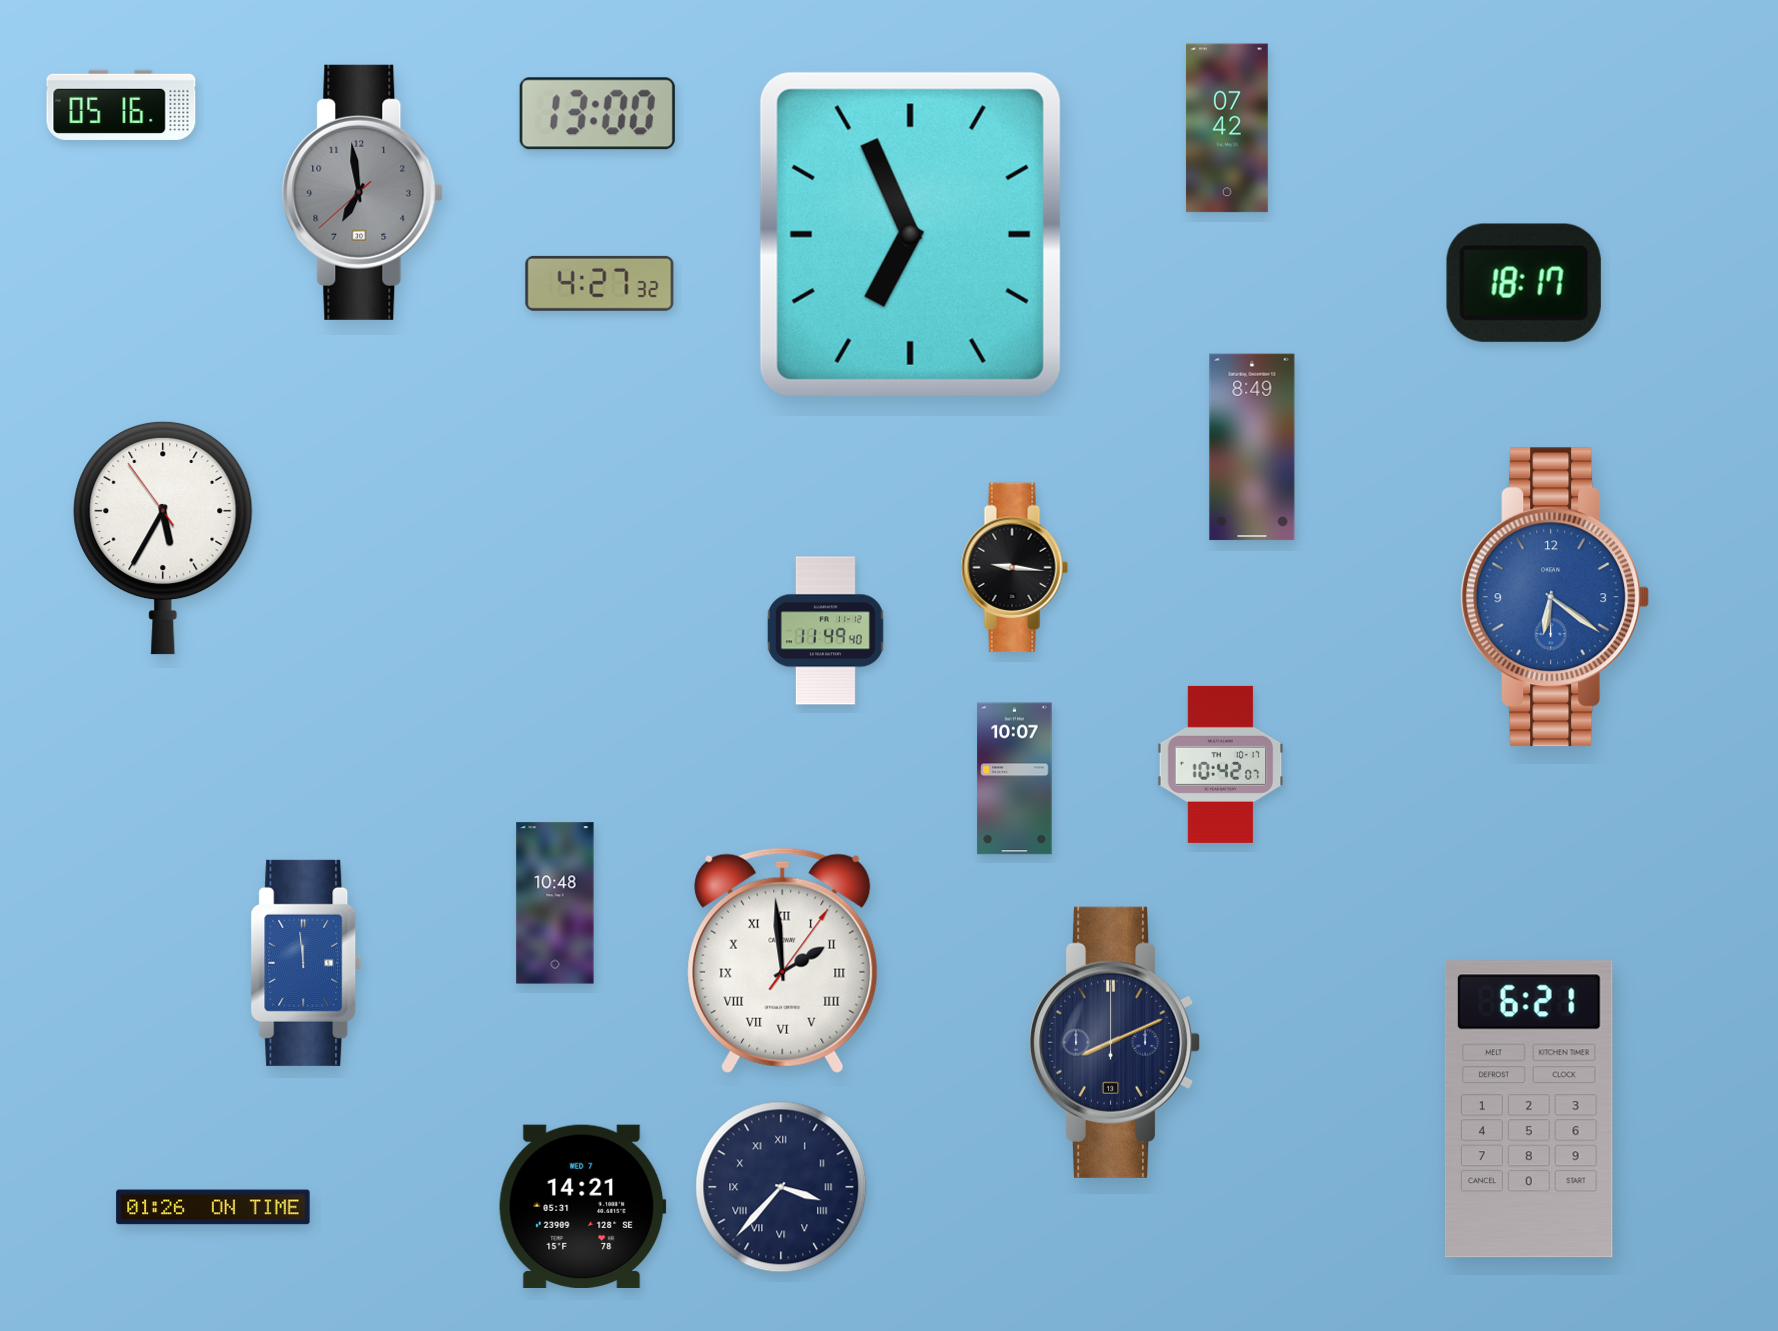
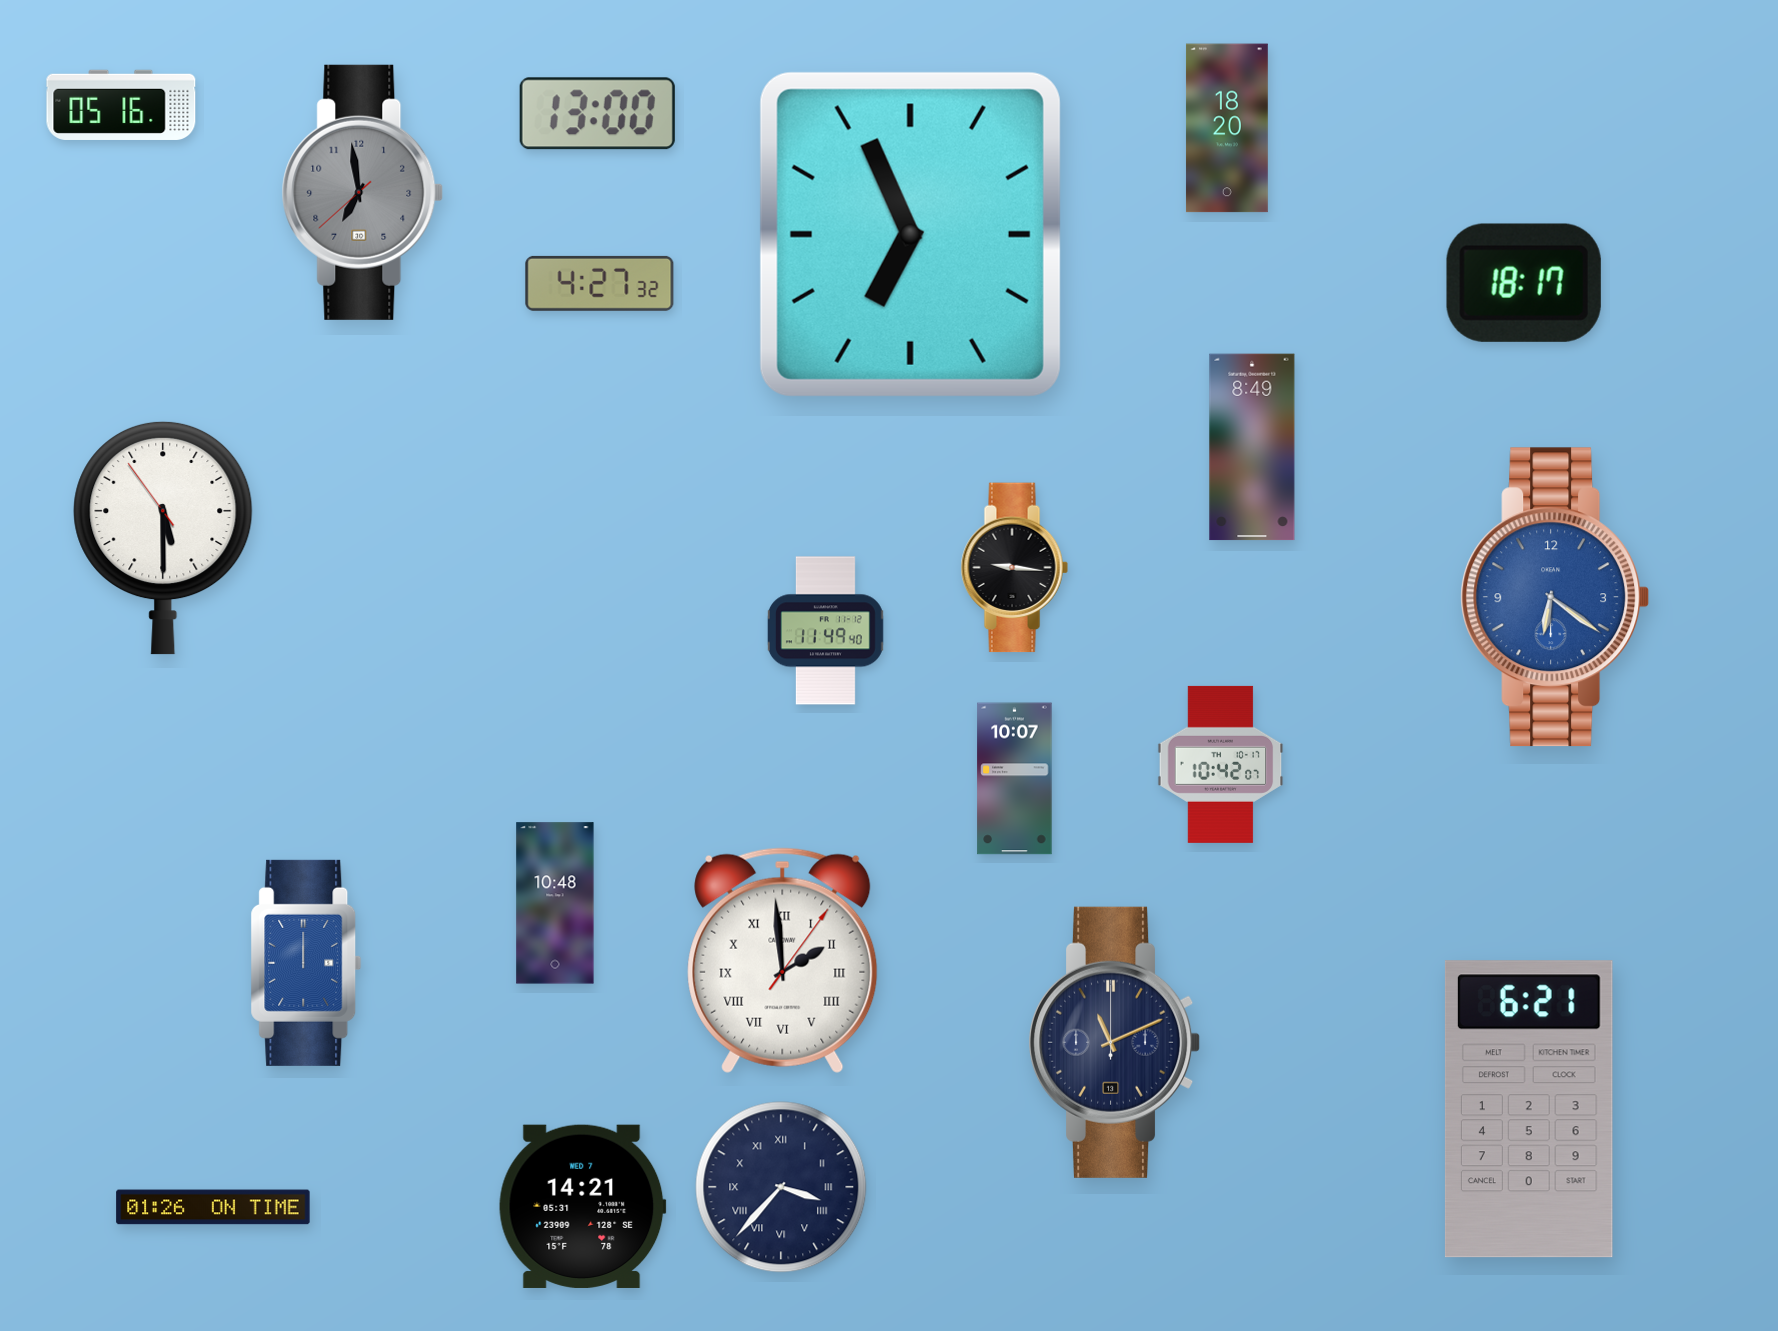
clock at (1227, 128): 07:42 -> 18:20
clock at (163, 538): 5:34 -> 5:29
clock at (306, 963): 11:59 -> 12:00
clock at (1115, 1042): 8:11 -> 11:11
